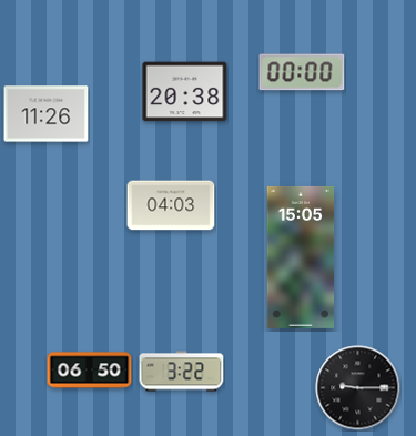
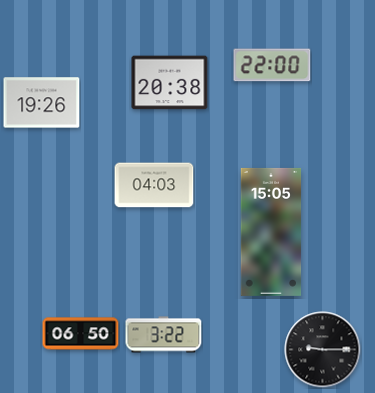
clock at (302, 72): 00:00 -> 22:00
clock at (185, 92) position: (185, 92) -> (170, 83)
clock at (47, 114): 11:26 -> 19:26
